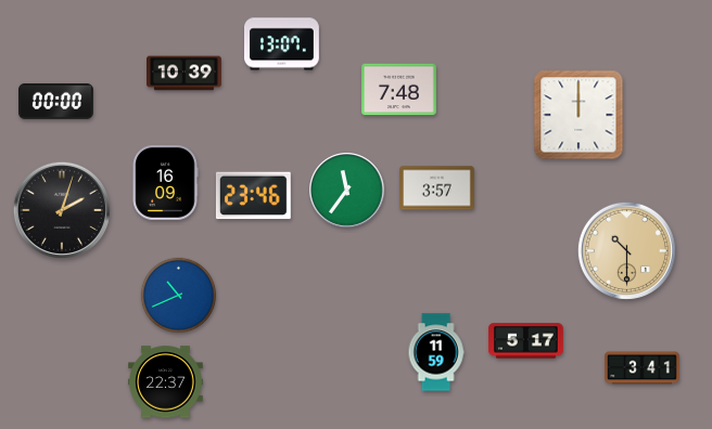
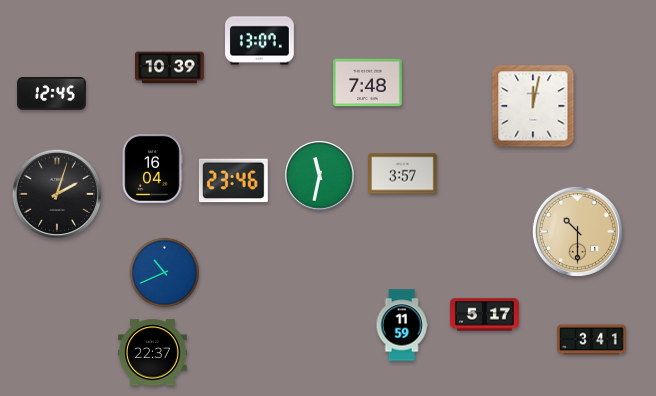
clock at (56, 101): 00:00 -> 12:45
clock at (578, 115): 12:00 -> 12:02
clock at (165, 183): 16:09 -> 16:04
clock at (347, 191): 11:36 -> 11:32
